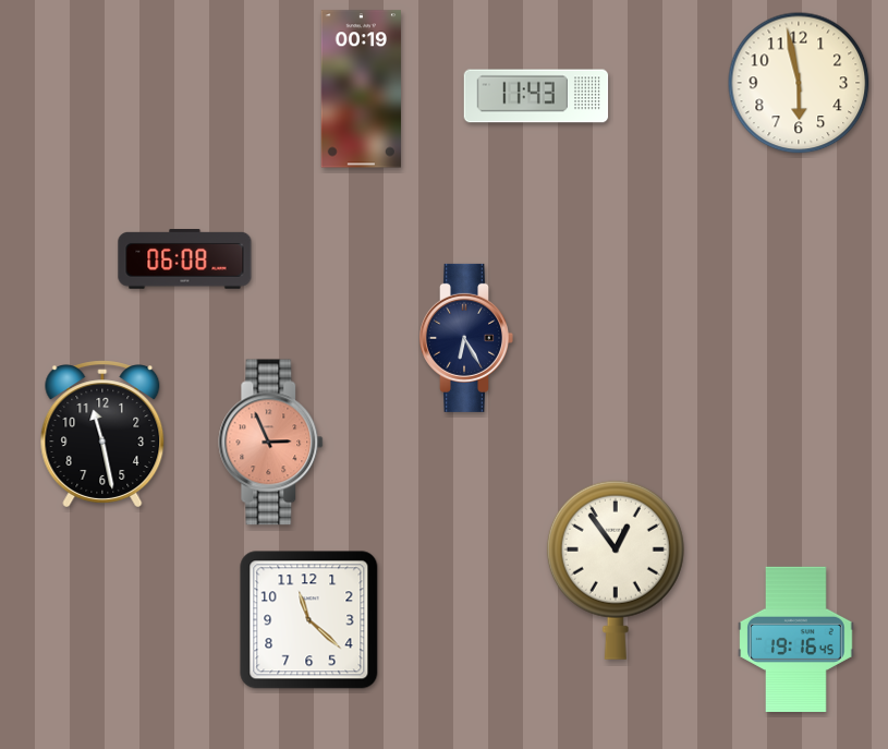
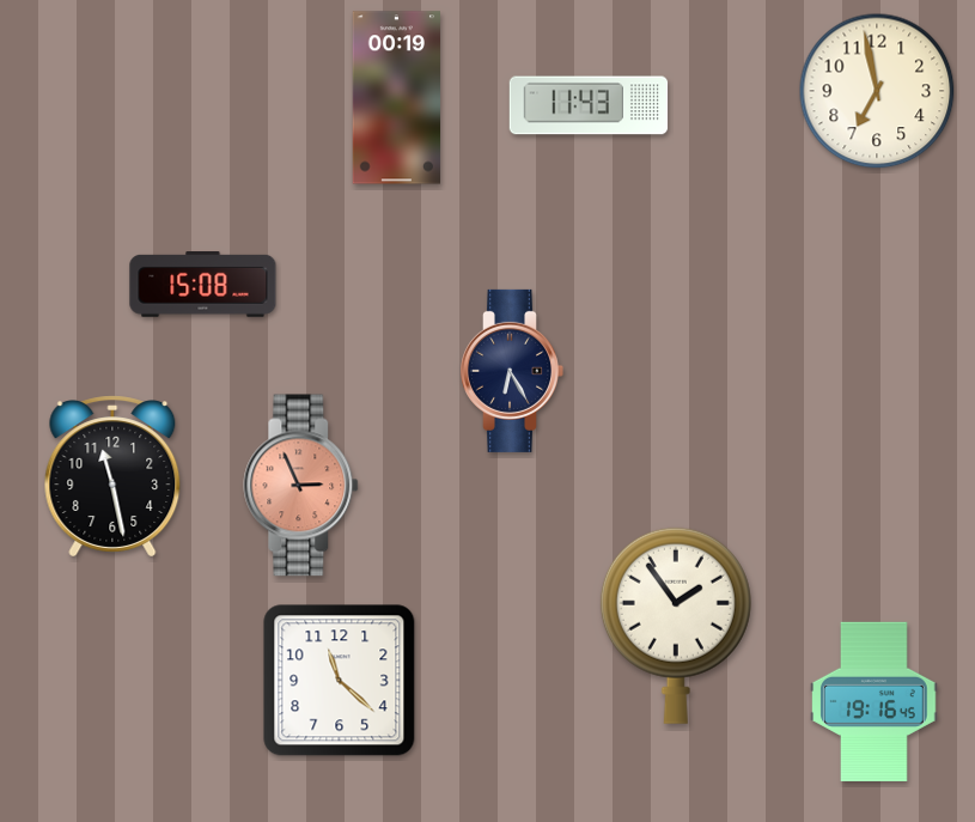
clock at (799, 83): 5:58 -> 6:58
clock at (185, 259): 06:08 -> 15:08
clock at (271, 443) position: (271, 443) -> (301, 486)
clock at (616, 570): 12:54 -> 1:54
